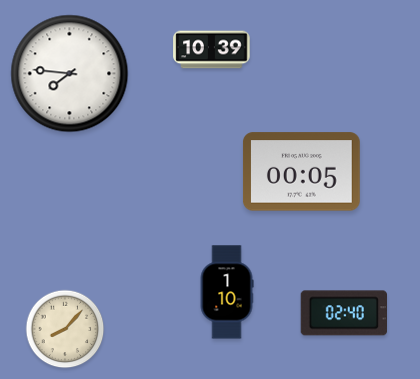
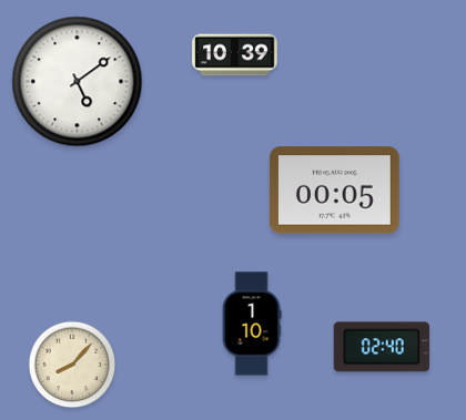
clock at (70, 74): 7:46 -> 5:09
